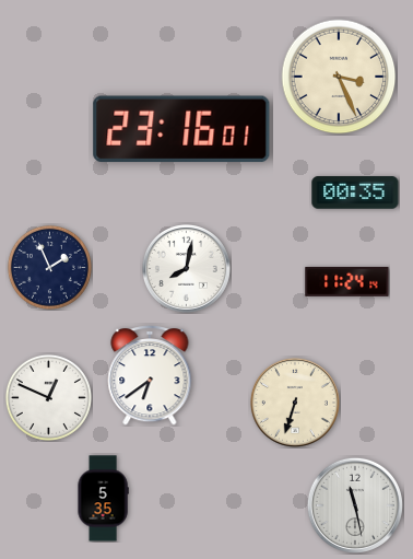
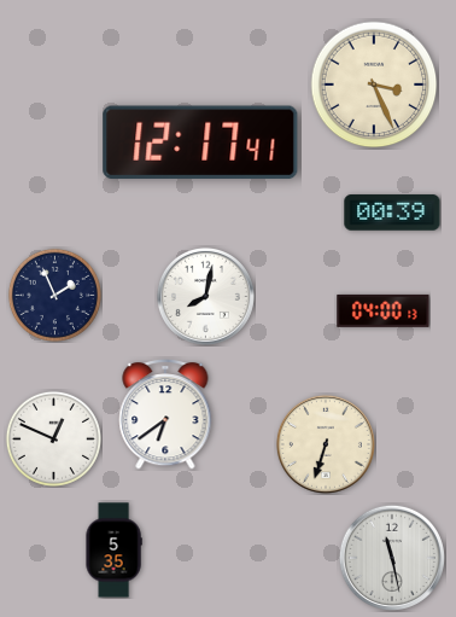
clock at (181, 129): 23:16 -> 12:17
clock at (355, 193): 00:35 -> 00:39
clock at (347, 281): 11:24 -> 04:00
